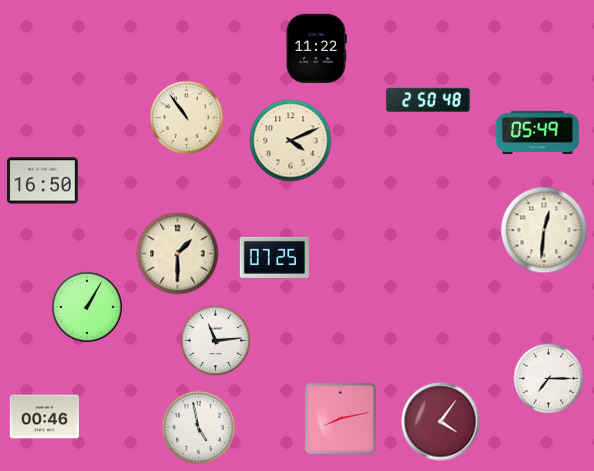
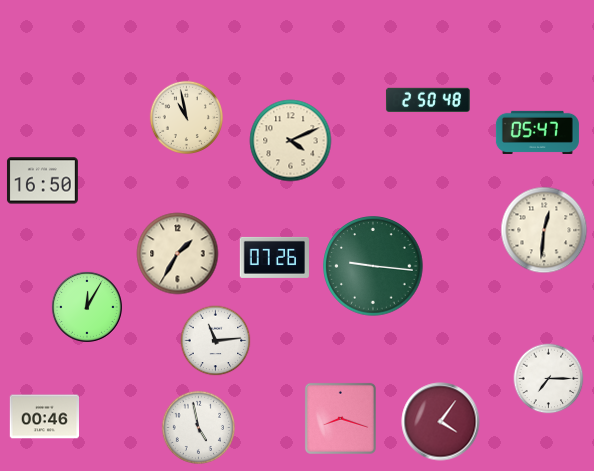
clock at (316, 48): 11:22 -> none
clock at (186, 117): 10:54 -> 10:58
clock at (537, 132): 05:49 -> 05:47
clock at (178, 254): 1:30 -> 1:35
clock at (274, 257): 07:25 -> 07:26
clock at (373, 266): none -> 9:16
clock at (87, 307): 1:05 -> 12:05
clock at (340, 418): 8:13 -> 8:18
